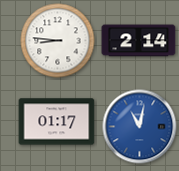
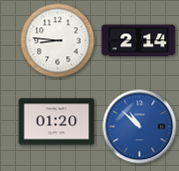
clock at (57, 122): 01:17 -> 01:20
clock at (140, 127): 11:02 -> 10:52
